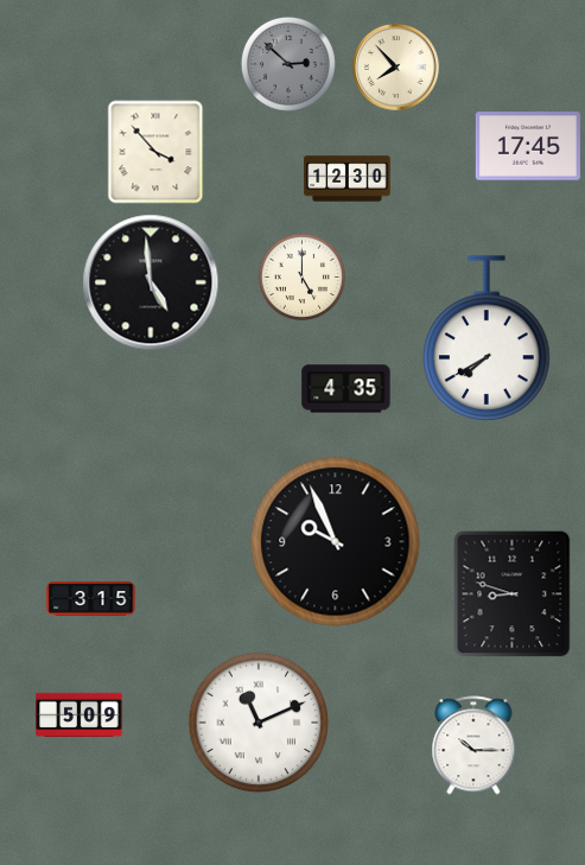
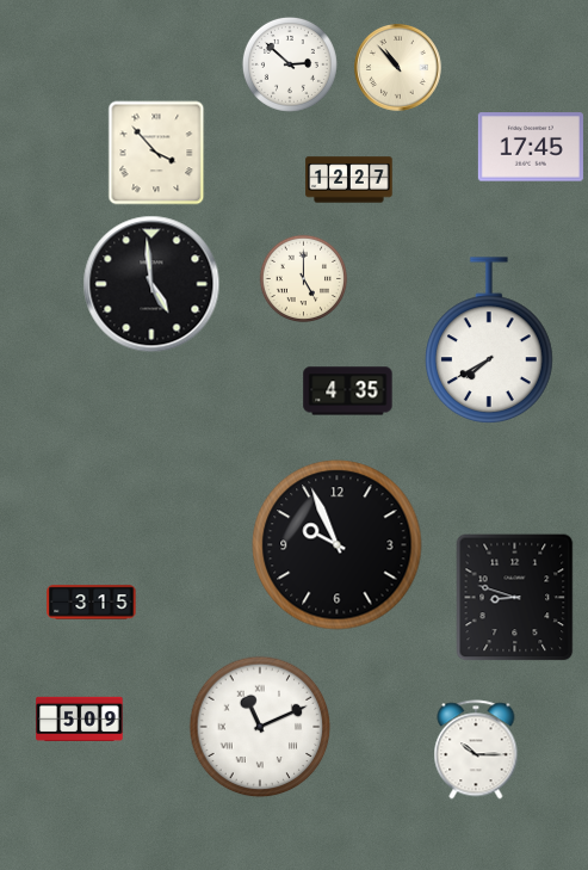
clock at (288, 64) dial: grey -> white
clock at (396, 68): 7:53 -> 10:53
clock at (348, 179): 12:30 -> 12:27
